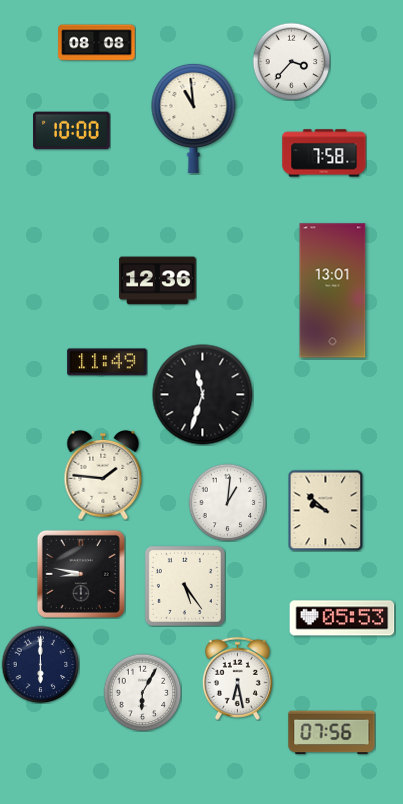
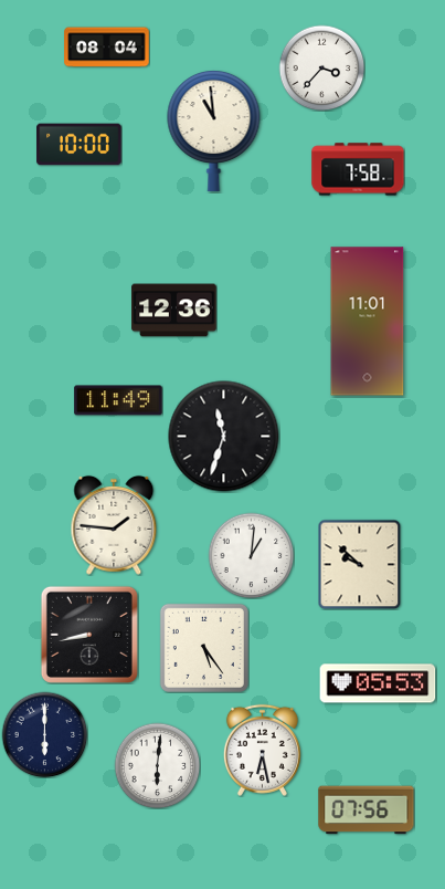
clock at (97, 43): 08:08 -> 08:04
clock at (333, 291): 13:01 -> 11:01
clock at (81, 574): 8:47 -> 8:43
clock at (142, 692): 6:05 -> 6:01
